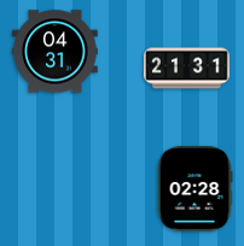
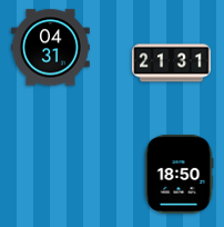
clock at (194, 189): 02:28 -> 18:50
